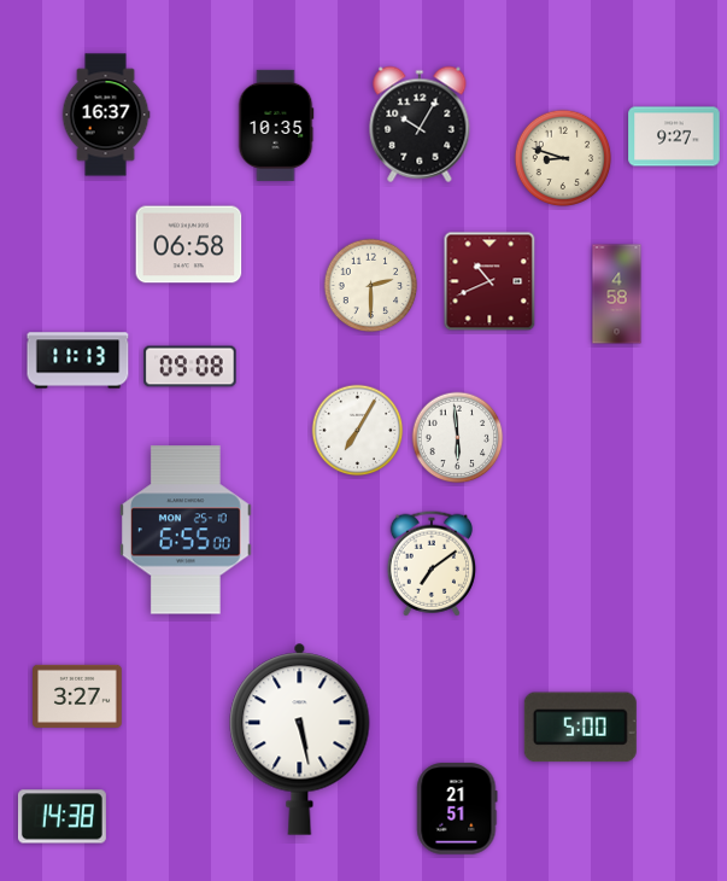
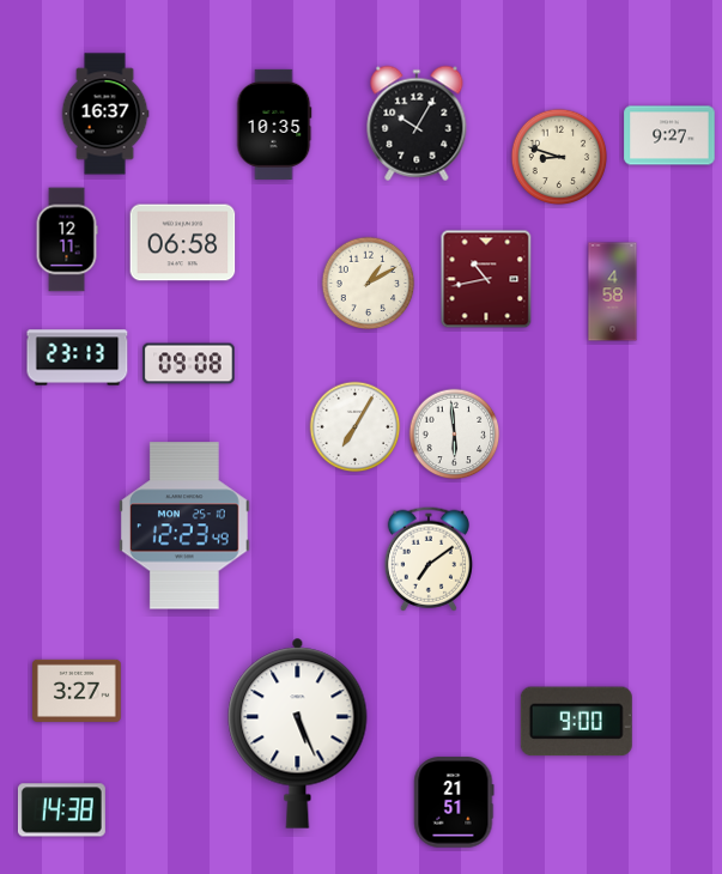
clock at (67, 239): none -> 12:11
clock at (189, 245) position: (189, 245) -> (183, 243)
clock at (489, 281): 10:41 -> 10:43
clock at (371, 286): 2:30 -> 1:10
clock at (78, 361): 11:13 -> 23:13
clock at (186, 530): 6:55 -> 12:23
clock at (580, 728): 5:00 -> 9:00
clock at (300, 739): 5:28 -> 5:26
